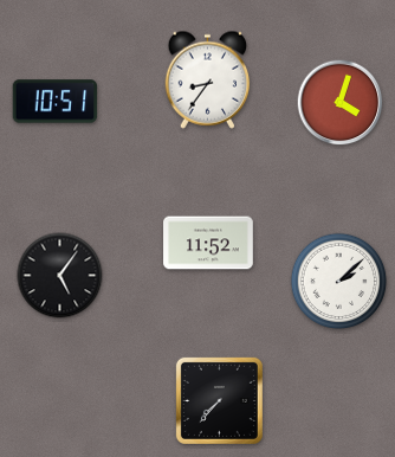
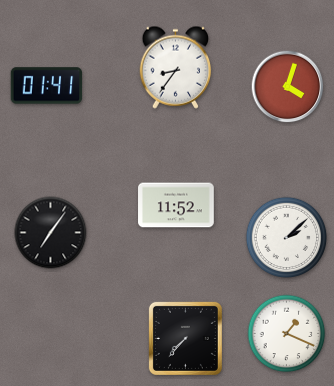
clock at (56, 102): 10:51 -> 01:41
clock at (60, 276): 5:06 -> 7:06
clock at (287, 334): none -> 1:19
